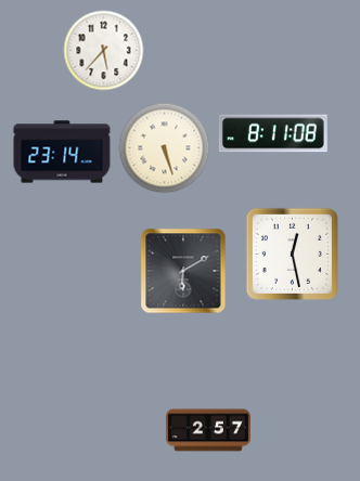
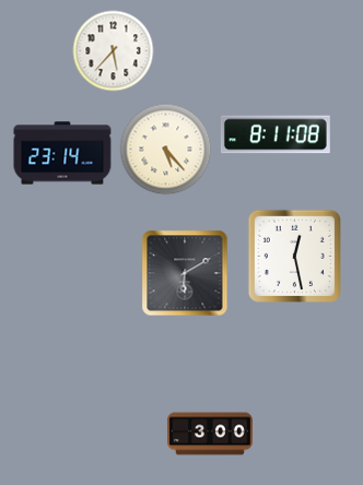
clock at (104, 51) position: (104, 51) -> (114, 51)
clock at (165, 148): 5:27 -> 5:23
clock at (208, 430): 2:57 -> 3:00
